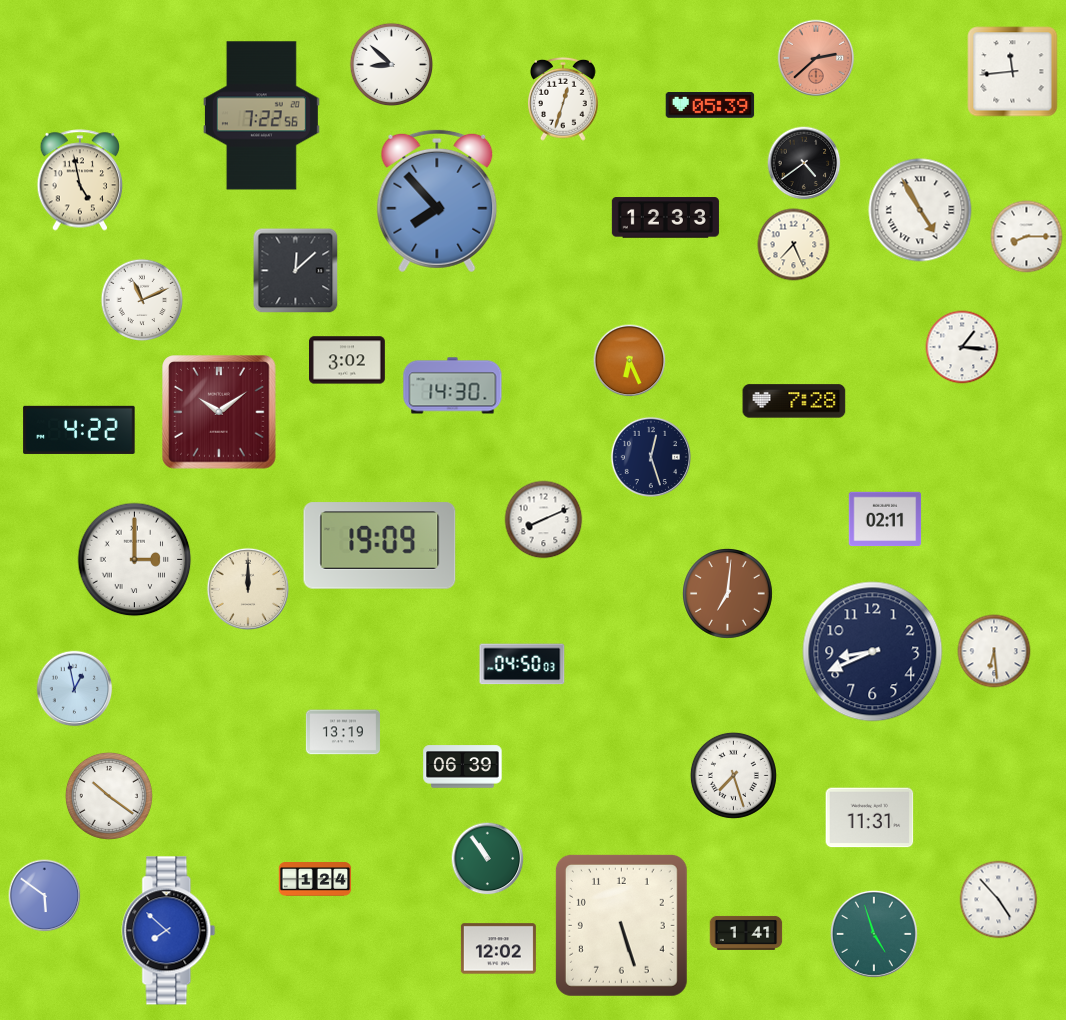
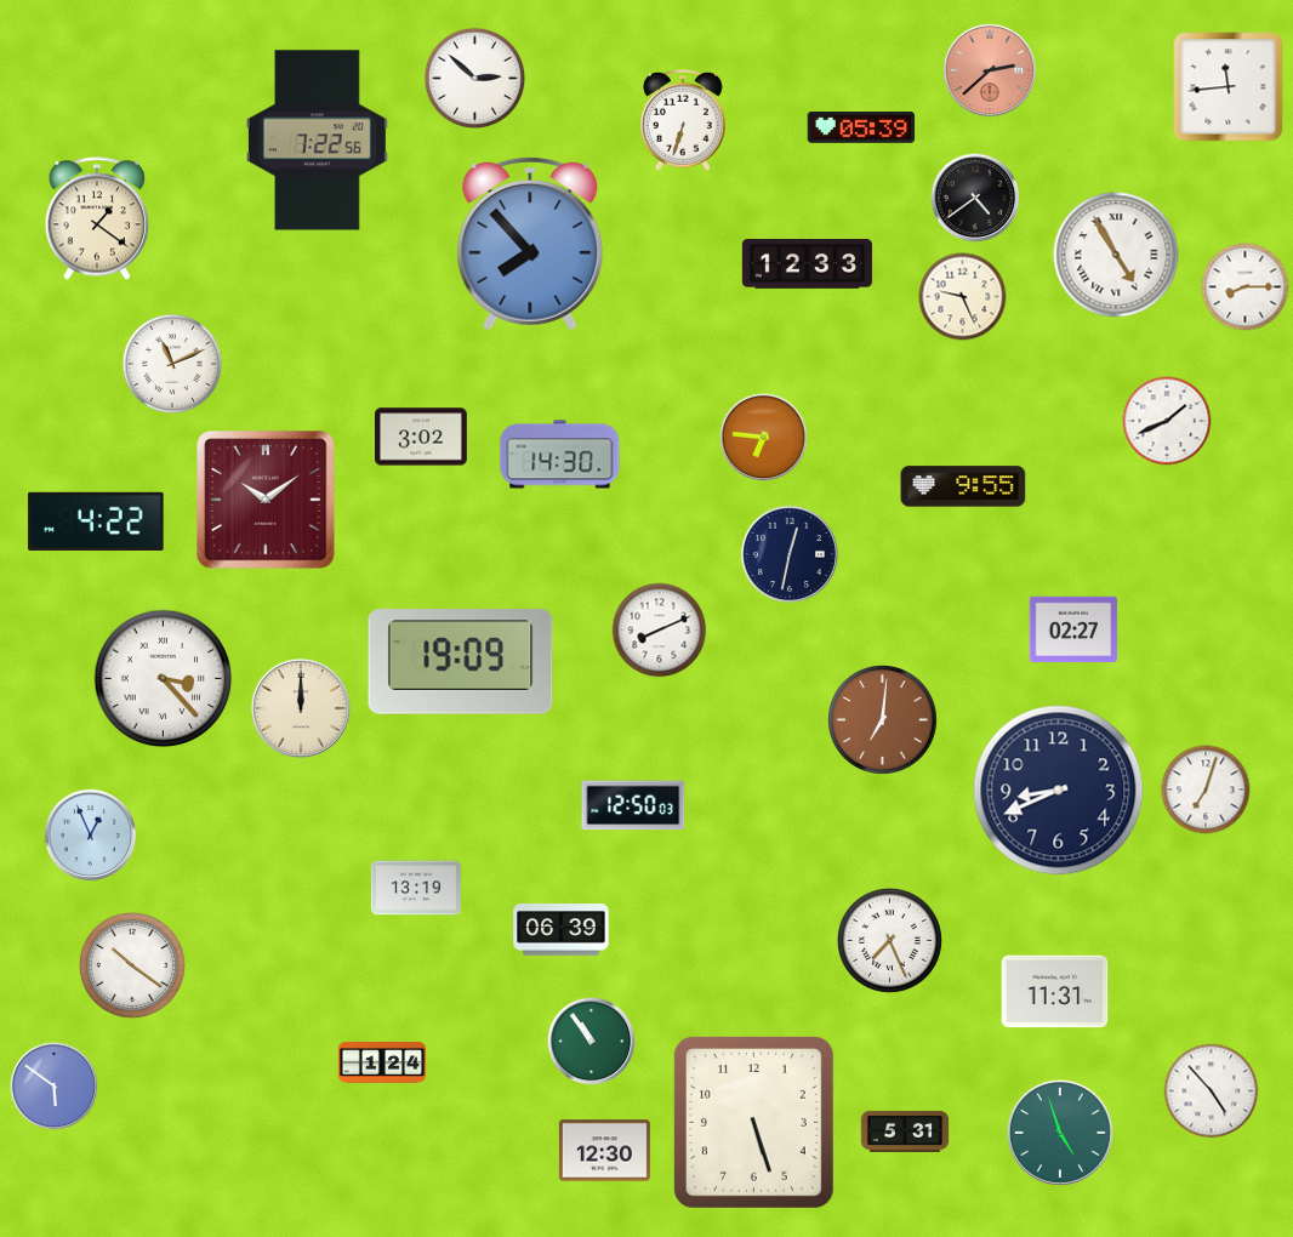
clock at (392, 65): 8:52 -> 2:52
clock at (564, 99): 12:33 -> 6:33
clock at (80, 180): 4:58 -> 1:21
clock at (794, 245): 7:26 -> 9:26
clock at (296, 271): 12:08 -> none
clock at (962, 347): 1:16 -> 1:41
clock at (630, 361): 6:26 -> 6:46
clock at (453, 386) position: (453, 386) -> (560, 455)
clock at (794, 401): 7:28 -> 9:55
clock at (650, 456): 12:27 -> 12:32
clock at (885, 519): 02:11 -> 02:27
clock at (135, 560): 3:00 -> 3:23
clock at (248, 589) position: (248, 589) -> (301, 708)
clock at (994, 651): 6:29 -> 7:03
clock at (522, 664): 04:50 -> 12:50
clock at (75, 689): 12:58 -> 12:56
clock at (733, 775): 7:27 -> 7:26
clock at (315, 879) position: (315, 879) -> (382, 1062)
clock at (169, 931): 7:52 -> none
clock at (746, 933): 1:41 -> 5:31
clock at (498, 949): 12:02 -> 12:30
